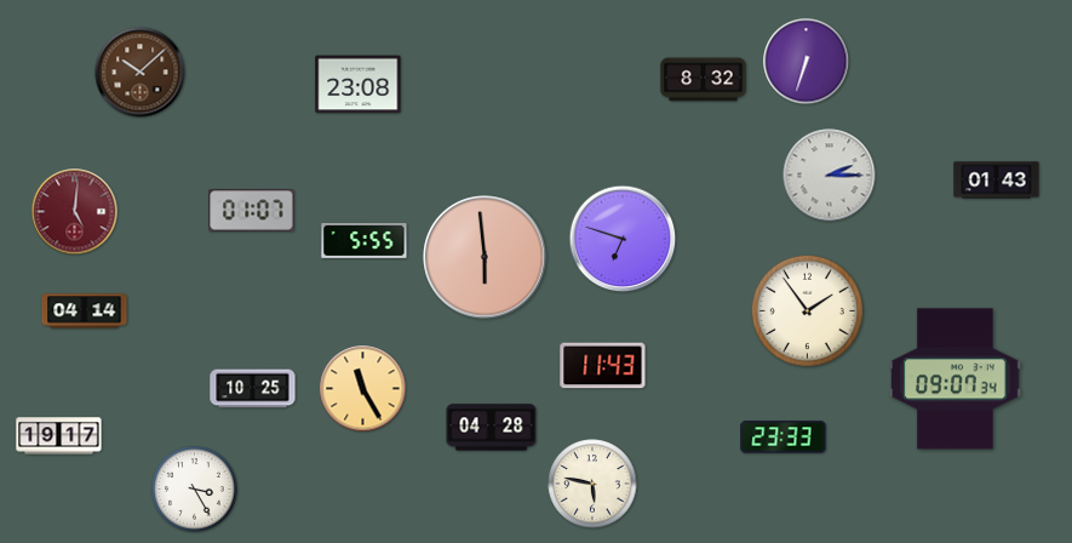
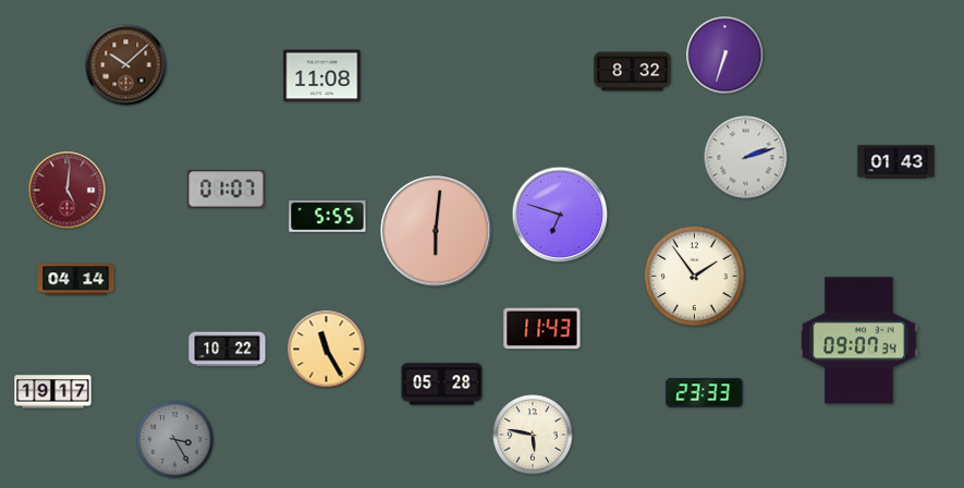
clock at (359, 85): 23:08 -> 11:08
clock at (830, 176): 2:15 -> 2:12
clock at (485, 257): 5:59 -> 6:01
clock at (807, 310) position: (807, 310) -> (694, 276)
clock at (253, 389): 10:25 -> 10:22
clock at (492, 428): 04:28 -> 05:28
clock at (195, 490) dial: white -> grey
